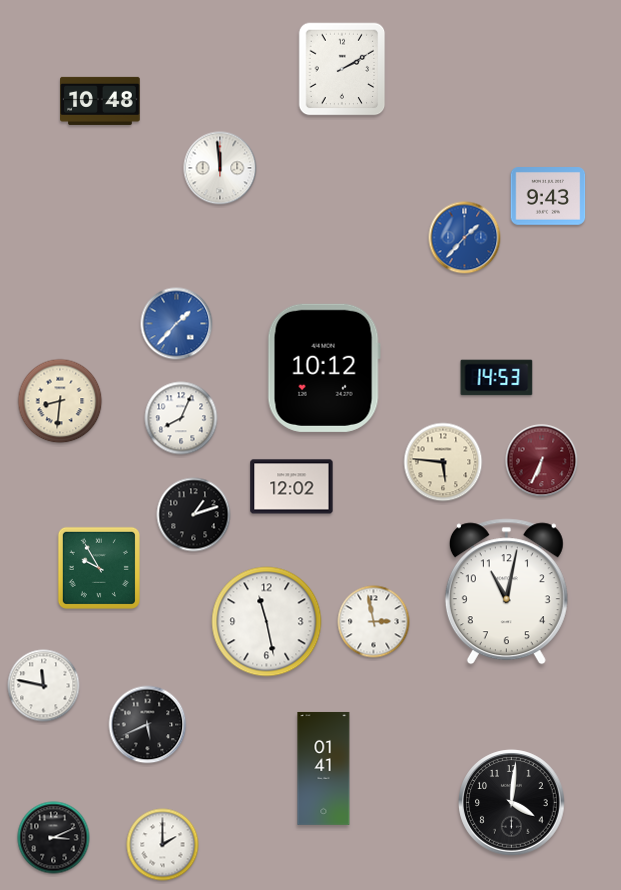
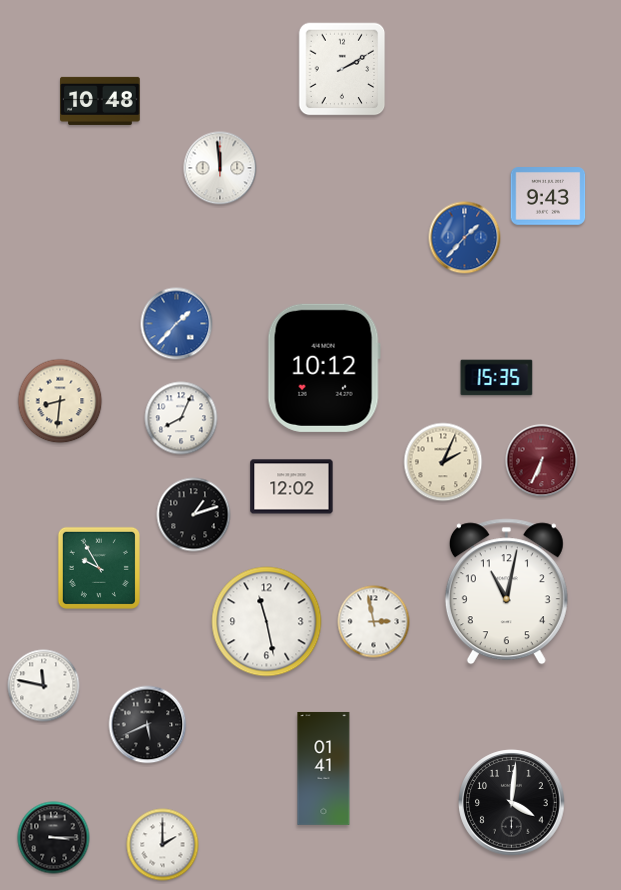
clock at (497, 378): 14:53 -> 15:35
clock at (443, 462): 5:46 -> 2:04
clock at (54, 838): 3:11 -> 3:15
